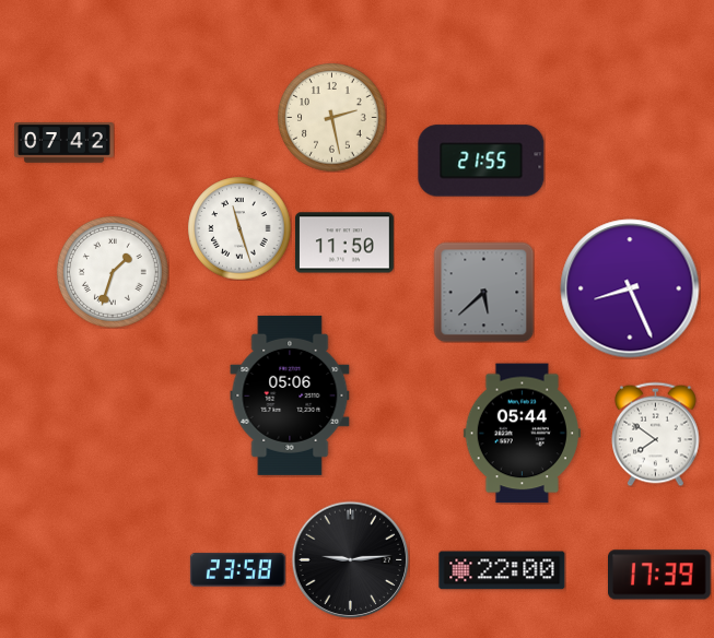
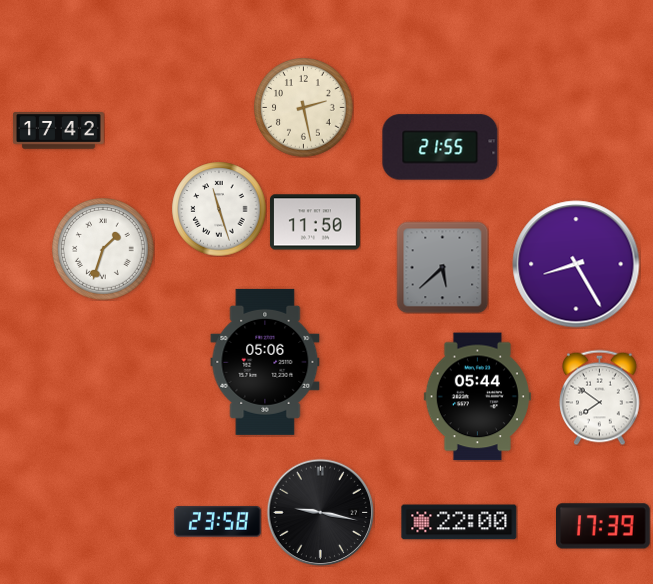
clock at (65, 143): 07:42 -> 17:42
clock at (630, 288): 8:26 -> 8:25
clock at (350, 559): 9:14 -> 9:17
